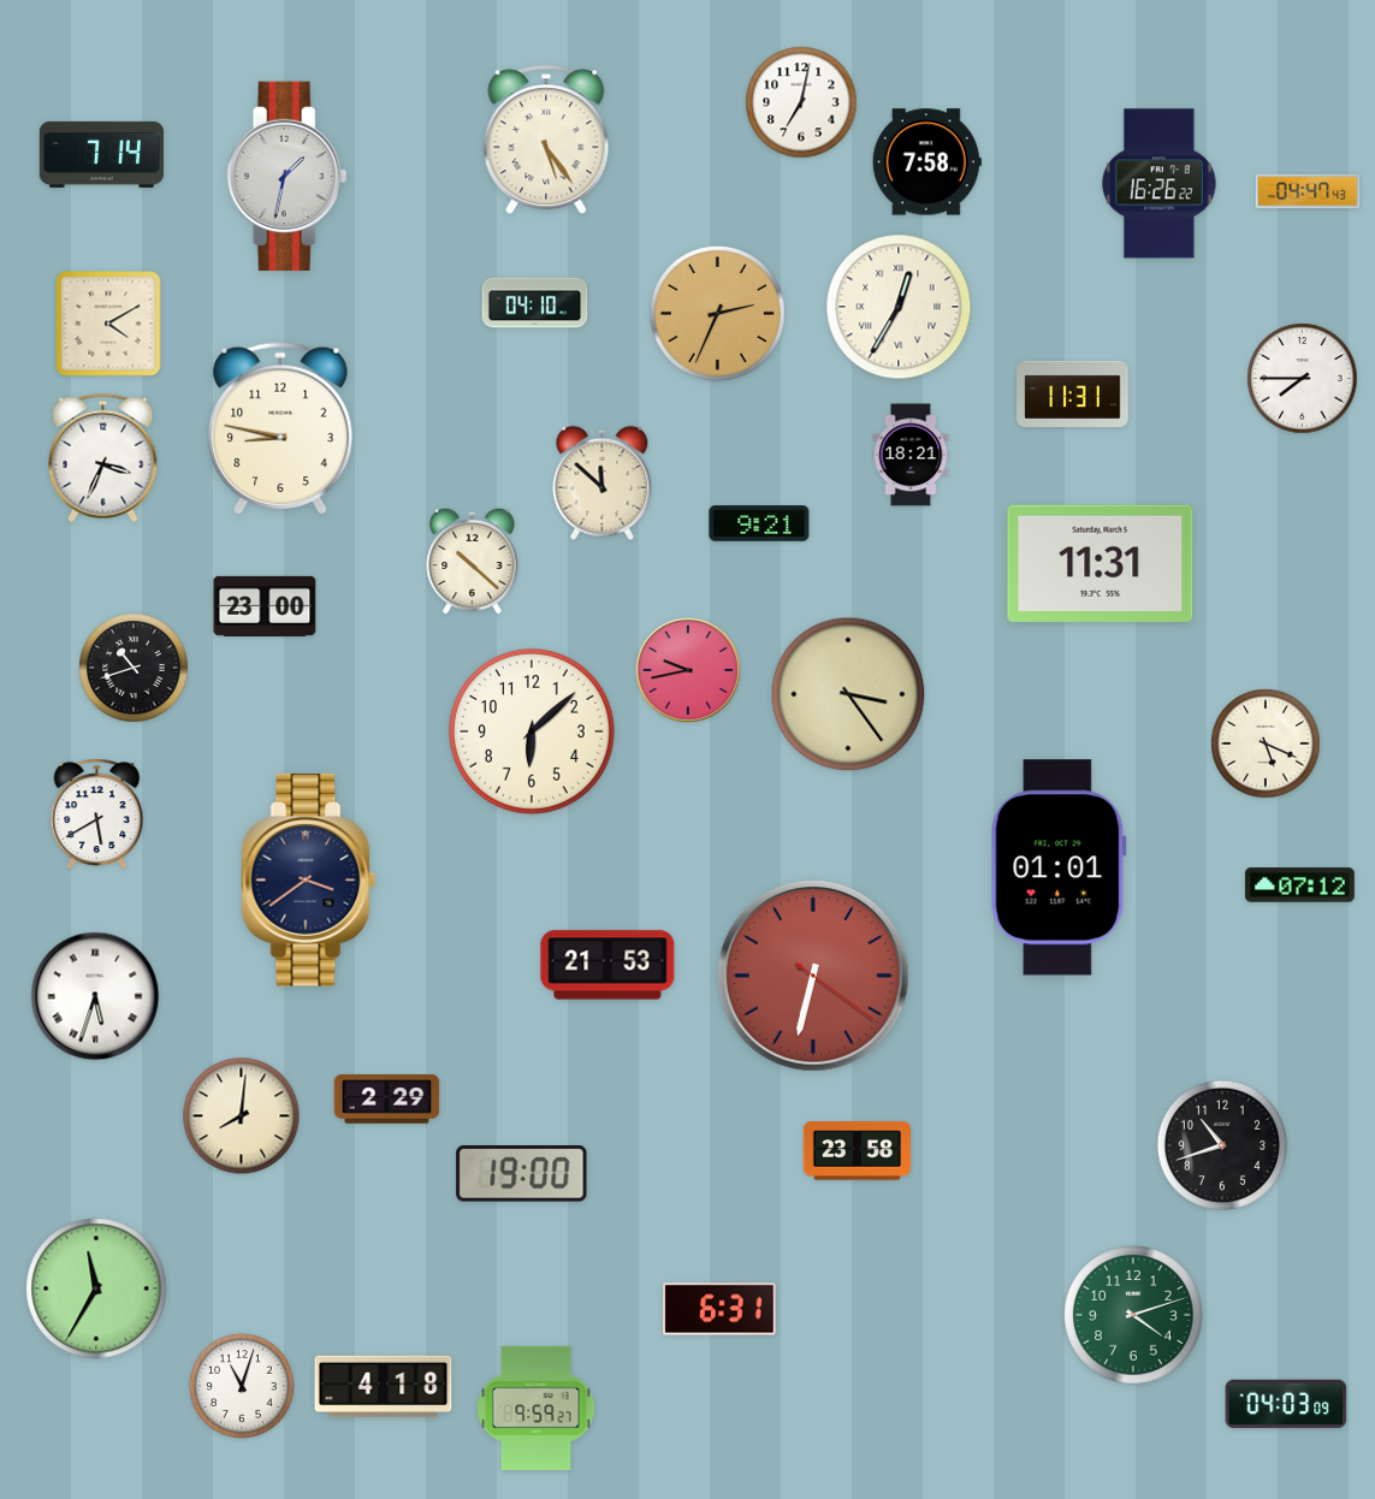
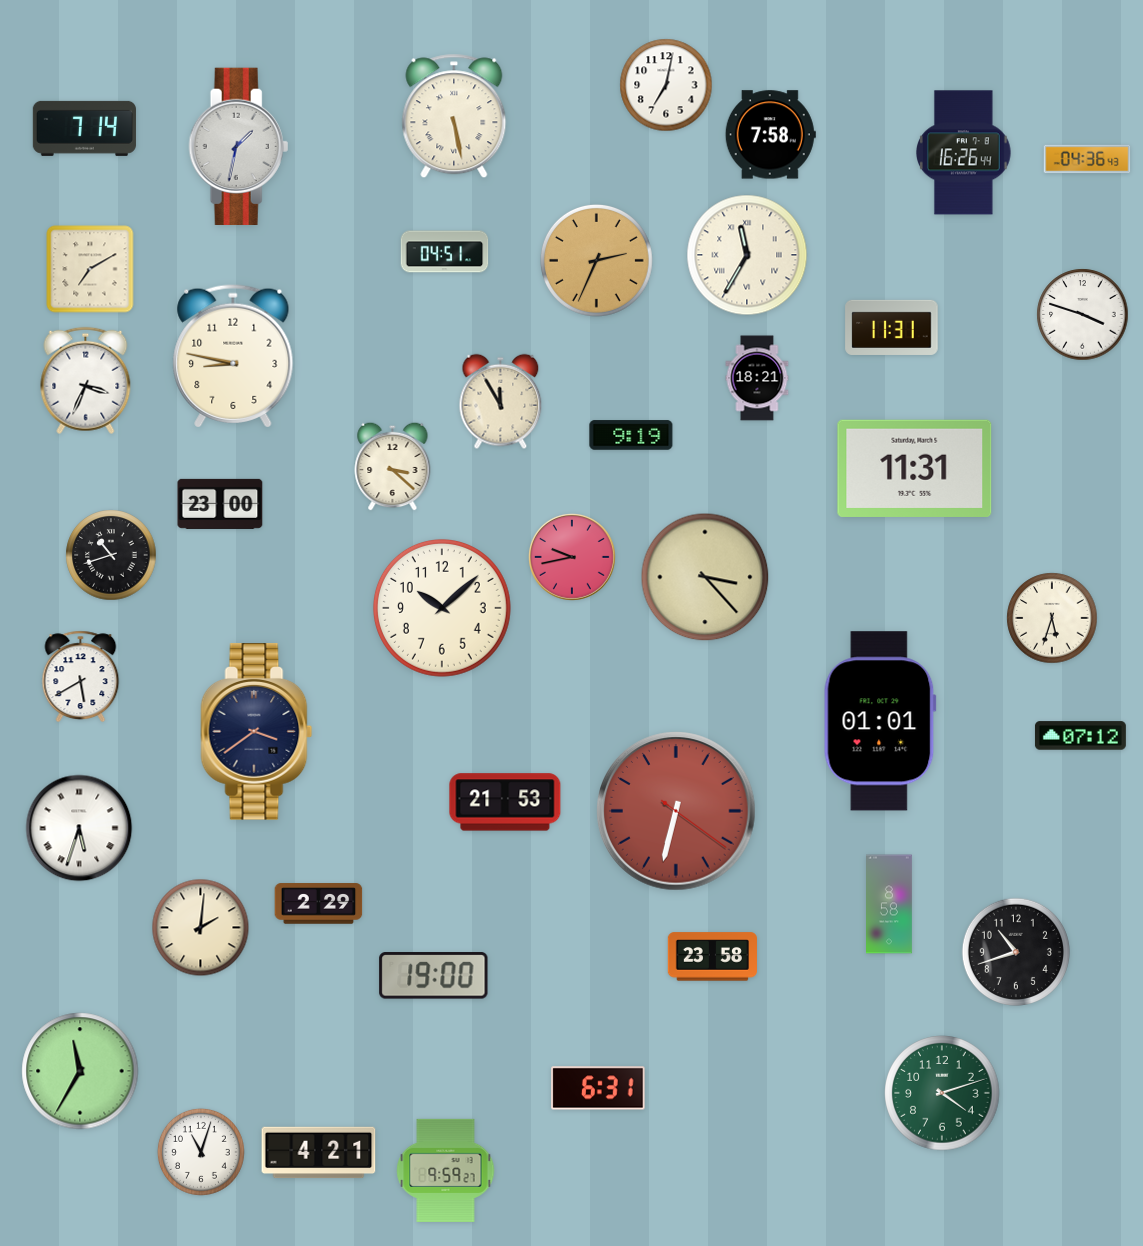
clock at (546, 140): 5:24 -> 5:28
clock at (1160, 184): 16:26:22 -> 16:26:44
clock at (1308, 191): 04:47 -> 04:36
clock at (535, 303): 04:10 -> 04:51
clock at (899, 307): 12:35 -> 11:35
clock at (108, 324): 4:10 -> 7:10
clock at (1303, 379): 7:45 -> 3:48
clock at (603, 484): 11:52 -> 11:55
clock at (759, 523): 9:21 -> 9:19
clock at (473, 561): 10:22 -> 3:22
clock at (848, 694): 3:24 -> 3:23
clock at (532, 731): 6:08 -> 10:08
clock at (1266, 743): 5:19 -> 5:33
clock at (890, 904): none -> 8:58
clock at (387, 1100) position: (387, 1100) -> (319, 904)
clock at (242, 1116): 8:01 -> 2:01
clock at (384, 1387): 4:18 -> 4:21
clock at (1286, 1404): 04:03 -> none
